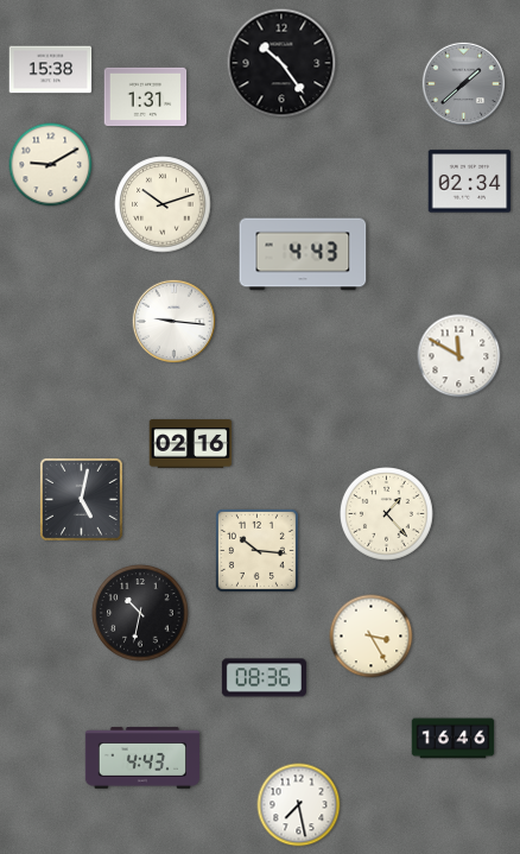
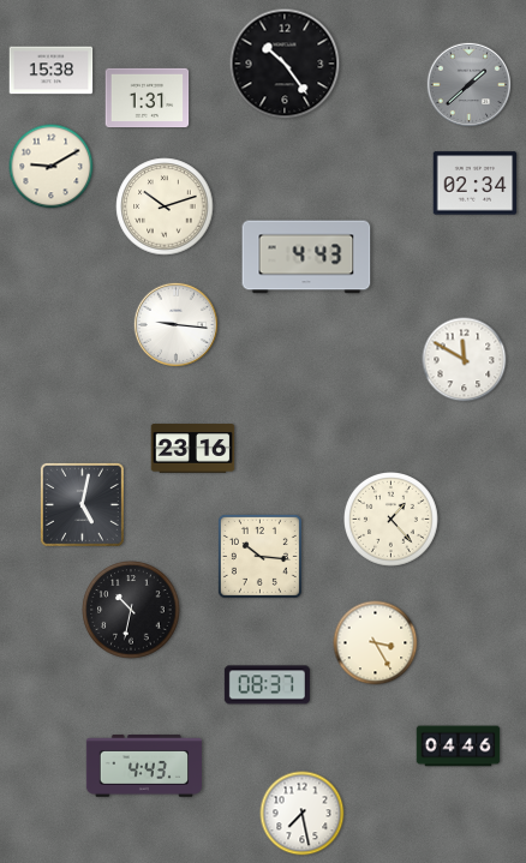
clock at (191, 444): 02:16 -> 23:16
clock at (140, 613) position: (140, 613) -> (131, 610)
clock at (264, 678): 08:36 -> 08:37
clock at (454, 739): 16:46 -> 04:46
